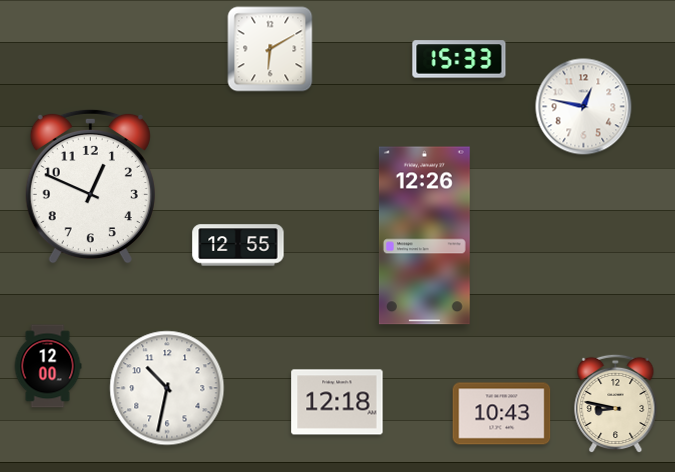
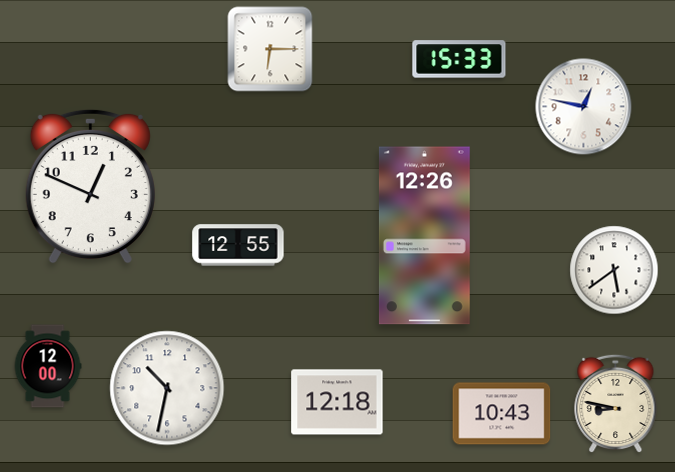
clock at (270, 49): 6:10 -> 6:15
clock at (614, 270): none -> 5:39
